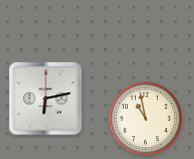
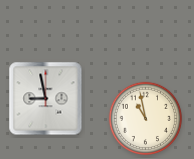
clock at (46, 99): 6:13 -> 8:58
